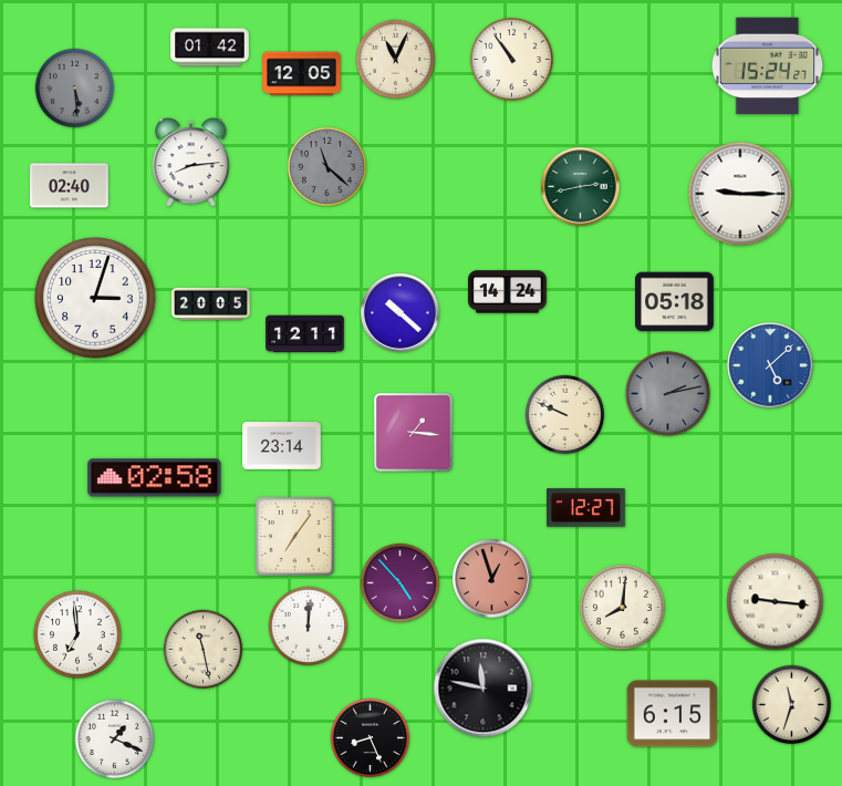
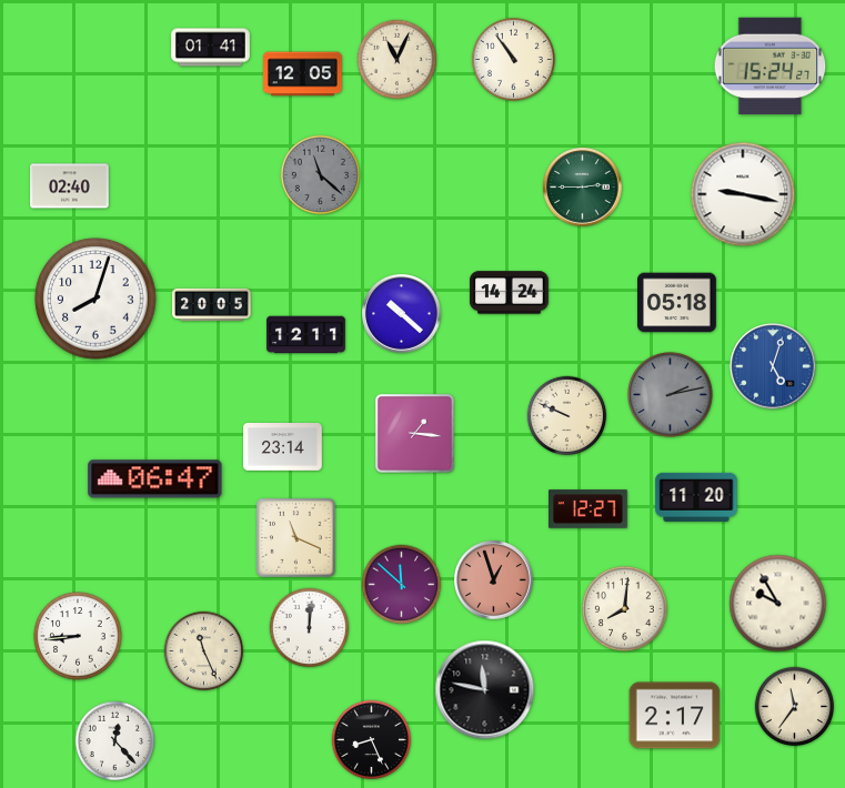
clock at (210, 48): 01:42 -> 01:41
clock at (75, 89): 5:29 -> none
clock at (191, 163): 8:14 -> none
clock at (328, 167) position: (328, 167) -> (321, 175)
clock at (581, 187): 2:43 -> 2:45
clock at (740, 194): 9:15 -> 9:17
clock at (95, 298): 3:03 -> 8:03
clock at (770, 365): 5:08 -> 5:03
clock at (155, 478): 02:58 -> 06:47
clock at (696, 497): none -> 11:20
clock at (294, 536): 7:06 -> 11:19
clock at (401, 583): 4:53 -> 11:52
clock at (776, 602): 9:16 -> 9:55
clock at (77, 634): 6:59 -> 8:44
clock at (204, 650): 11:28 -> 11:26
clock at (792, 705): 11:33 -> 11:36
clock at (673, 714): 6:15 -> 2:17
clock at (115, 740): 1:19 -> 12:23
